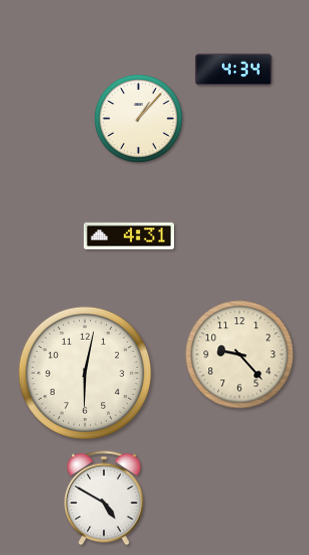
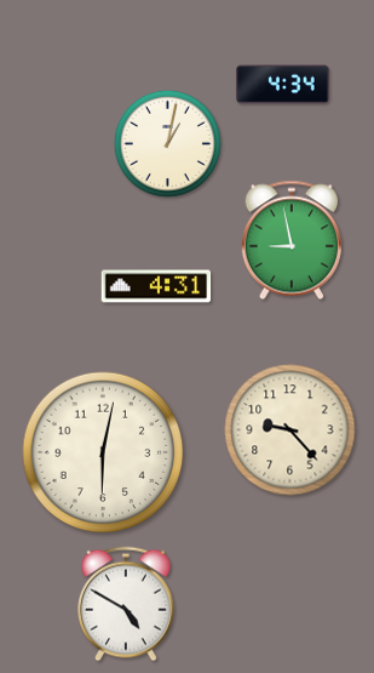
clock at (138, 118): 1:07 -> 1:02
clock at (292, 240): none -> 8:58
